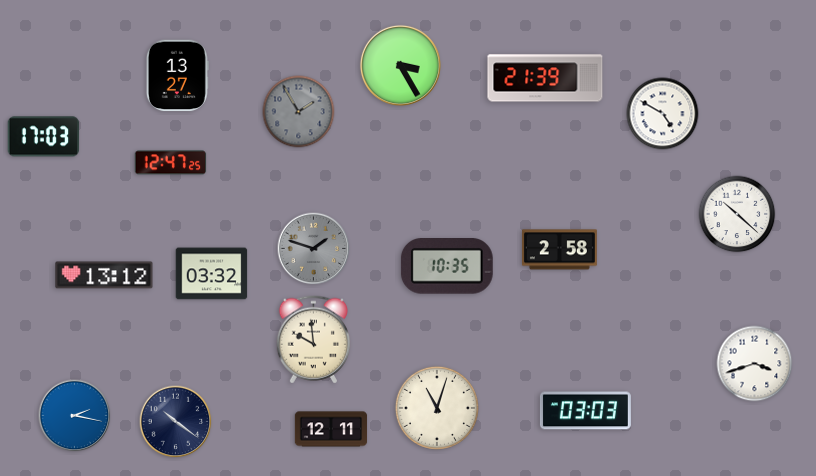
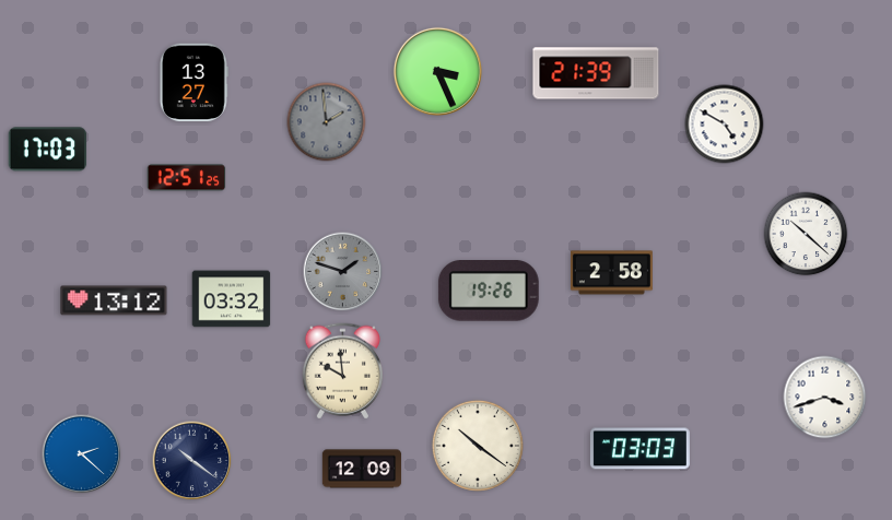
clock at (400, 65): 3:25 -> 3:26
clock at (545, 78) position: (545, 78) -> (596, 73)
clock at (299, 112): 1:55 -> 1:59
clock at (171, 163): 12:47 -> 12:51
clock at (447, 267): 10:35 -> 19:26
clock at (437, 408): 11:03 -> 10:21
clock at (75, 416): 2:17 -> 2:22
clock at (331, 429): 12:11 -> 12:09
